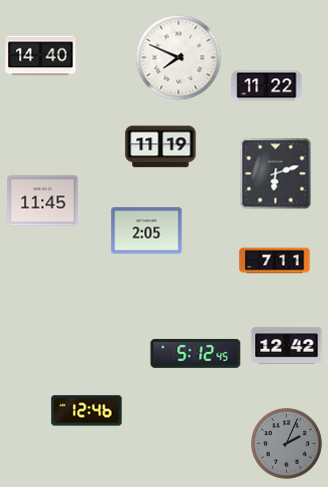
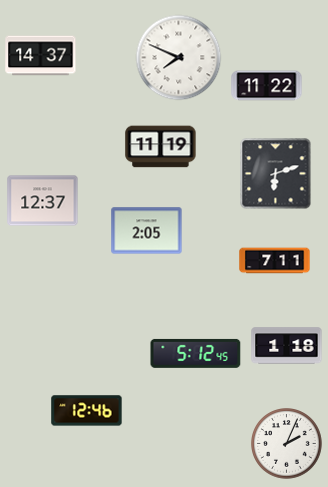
clock at (41, 56): 14:40 -> 14:37
clock at (43, 201): 11:45 -> 12:37
clock at (287, 346): 12:42 -> 1:18
clock at (287, 444) dial: grey -> white
